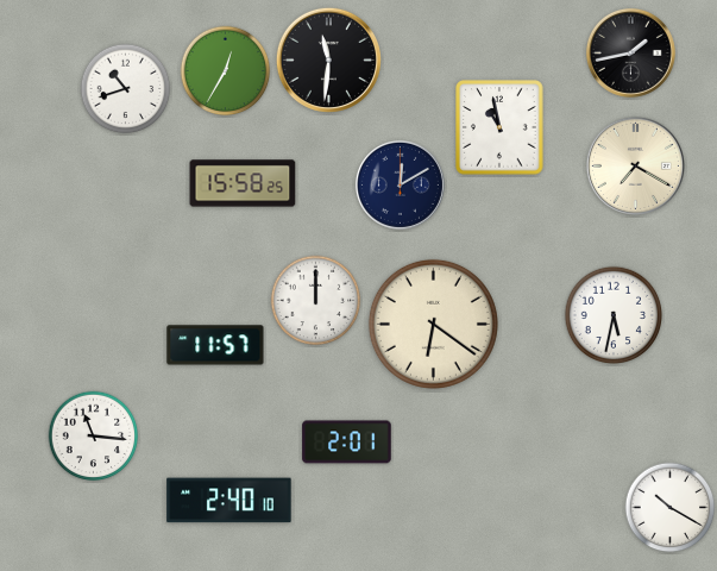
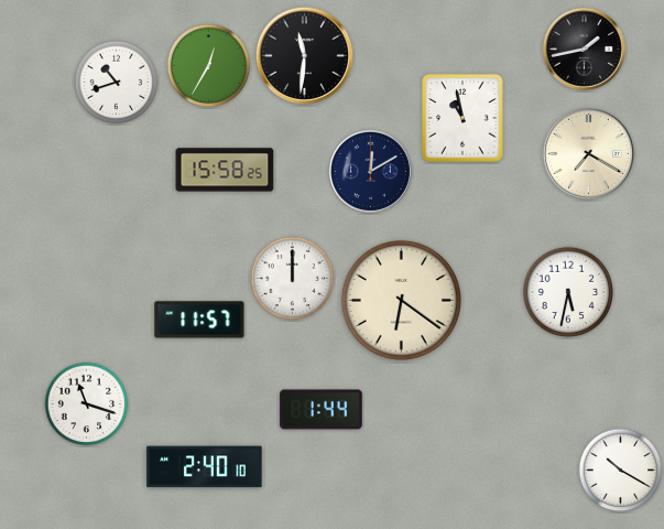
clock at (94, 437): 11:16 -> 11:18
clock at (347, 443): 2:01 -> 1:44
clock at (229, 501) position: (229, 501) -> (205, 467)
